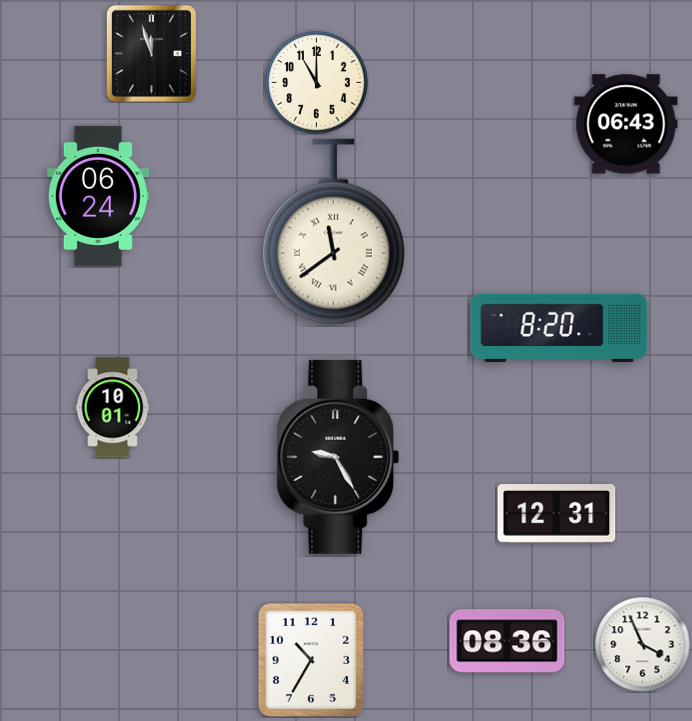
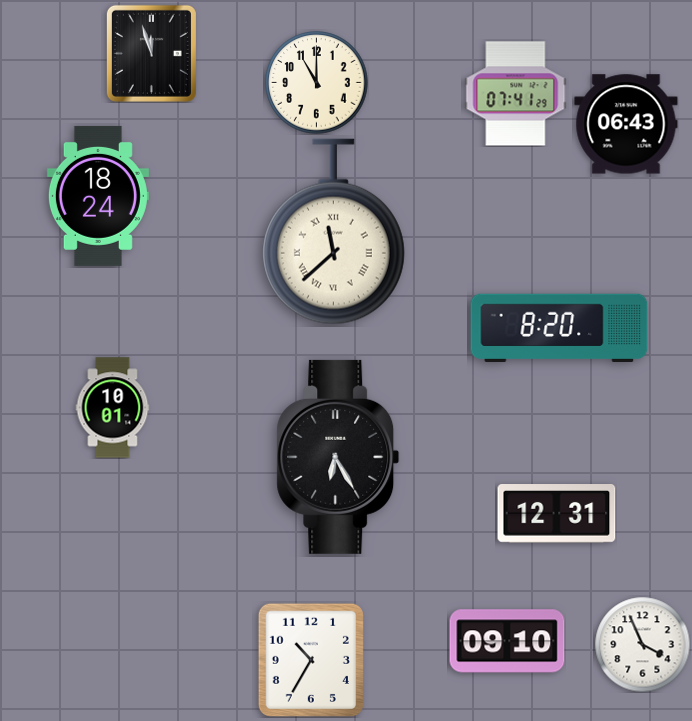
clock at (516, 94): none -> 07:41
clock at (98, 196): 06:24 -> 18:24
clock at (333, 232): 11:39 -> 11:38
clock at (338, 457): 9:25 -> 6:25
clock at (507, 641): 08:36 -> 09:10
